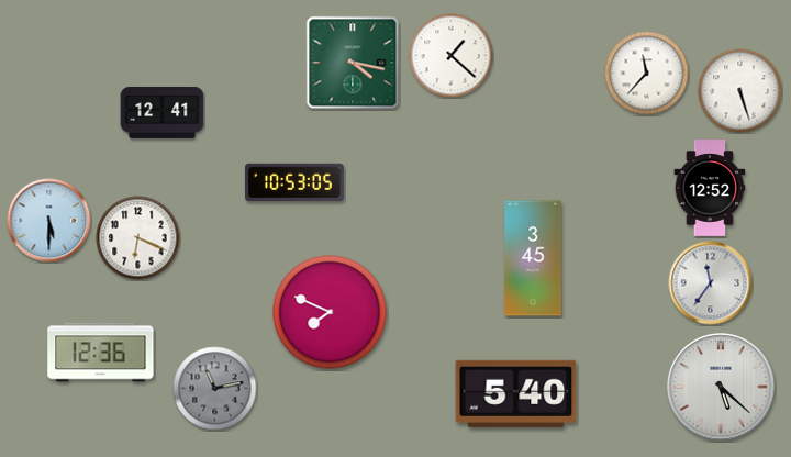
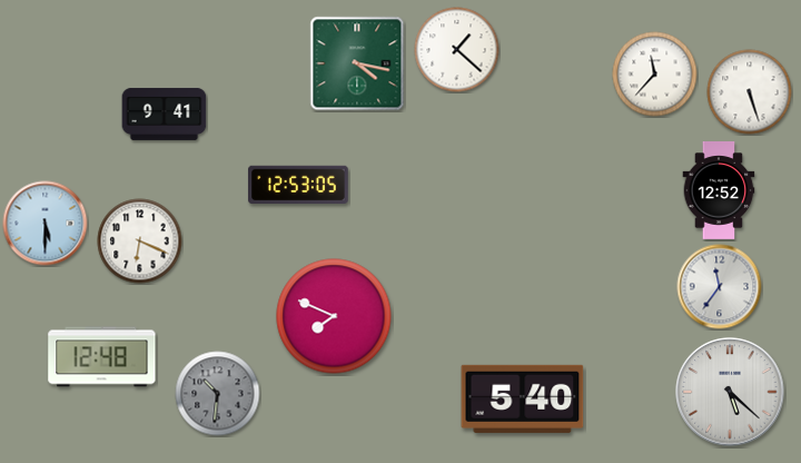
clock at (452, 56) position: (452, 56) -> (457, 50)
clock at (163, 112): 12:41 -> 9:41
clock at (294, 181): 10:53 -> 12:53
clock at (49, 221) position: (49, 221) -> (46, 224)
clock at (533, 258): 3:45 -> none
clock at (101, 353): 12:36 -> 12:48
clock at (215, 389): 11:13 -> 10:31
